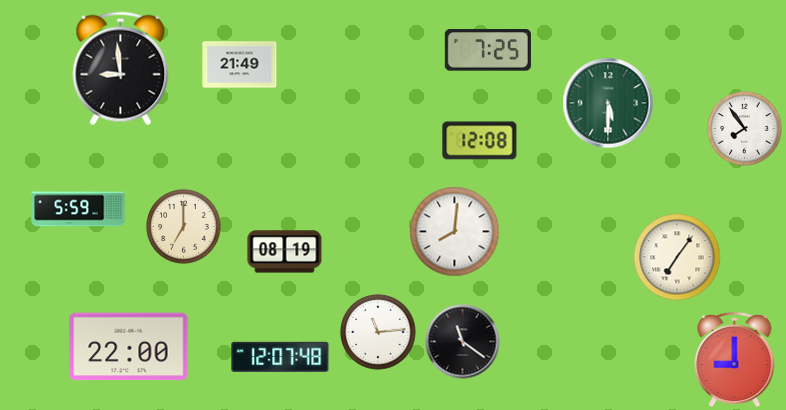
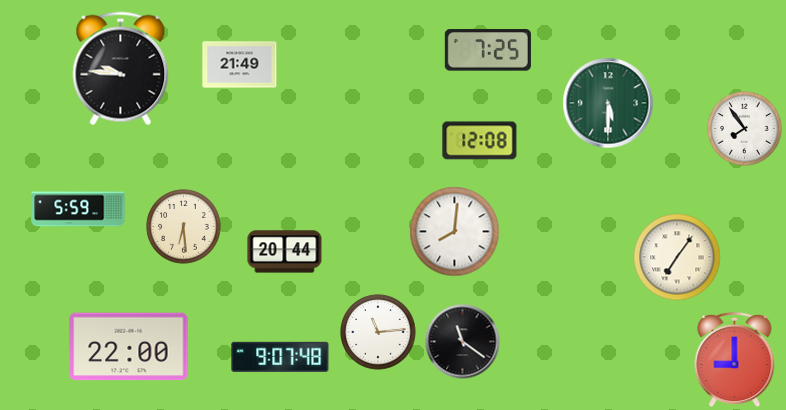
clock at (121, 69): 8:59 -> 9:46
clock at (184, 227): 7:00 -> 6:29
clock at (285, 252): 08:19 -> 20:44
clock at (280, 357): 12:07 -> 9:07
